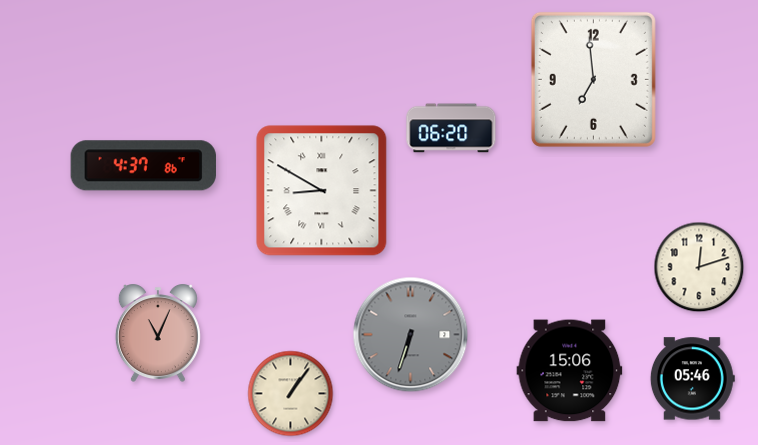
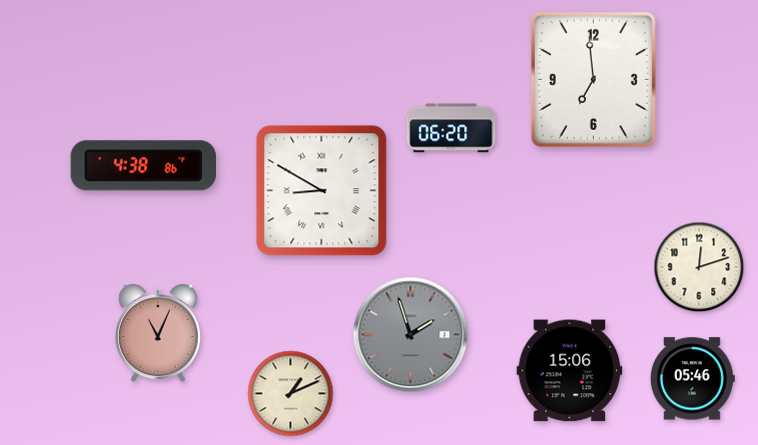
clock at (143, 166): 4:37 -> 4:38
clock at (411, 335): 6:33 -> 1:57
clock at (291, 394): 1:06 -> 1:11
